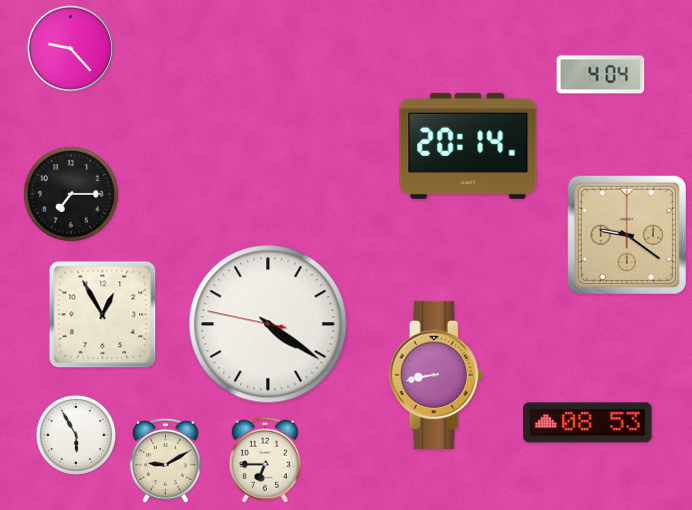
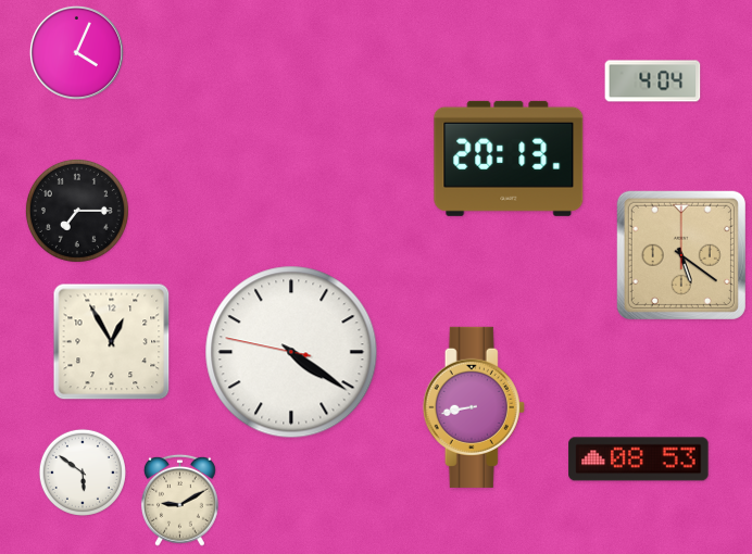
clock at (70, 48): 9:23 -> 4:04
clock at (468, 146): 20:14 -> 20:13
clock at (627, 235): 9:21 -> 5:21
clock at (76, 435): 5:55 -> 5:51
clock at (265, 460): 6:45 -> none
